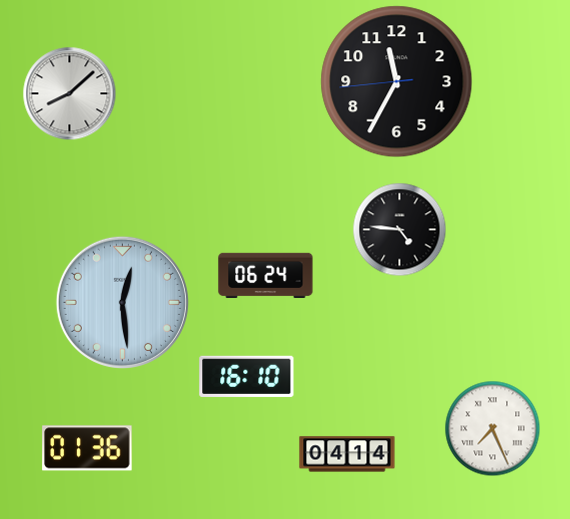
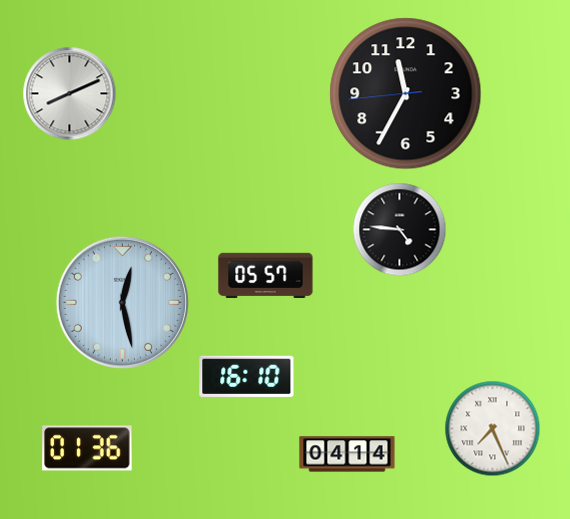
clock at (397, 82) position: (397, 82) -> (406, 94)
clock at (70, 94): 8:08 -> 8:11
clock at (266, 275): 06:24 -> 05:57
clock at (122, 302): 12:29 -> 12:28
